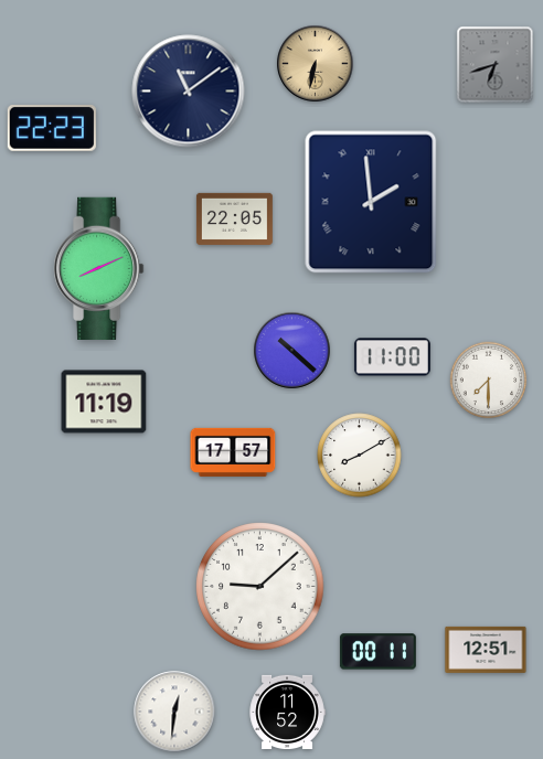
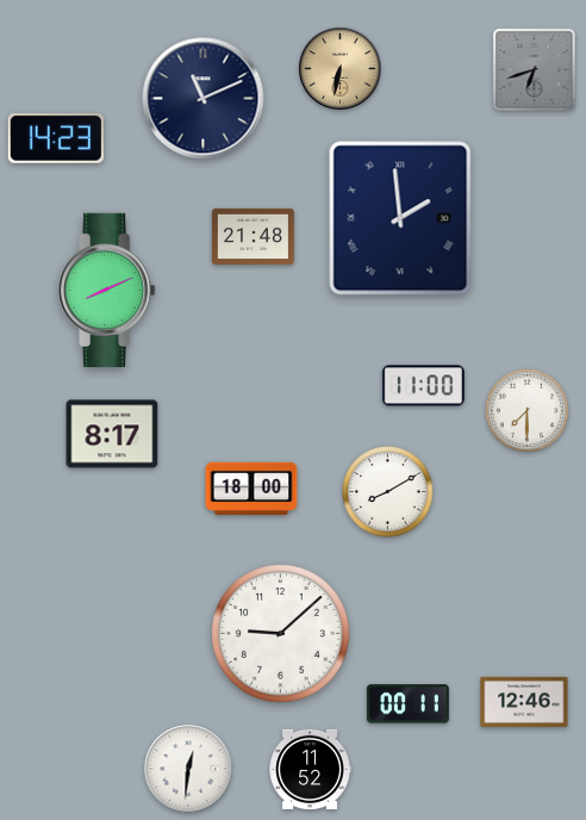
clock at (189, 92): 11:09 -> 11:11
clock at (52, 128): 22:23 -> 14:23
clock at (234, 218): 22:05 -> 21:48
clock at (292, 351): 10:22 -> none
clock at (104, 402): 11:19 -> 8:17
clock at (233, 452): 17:57 -> 18:00
clock at (486, 650): 12:51 -> 12:46
